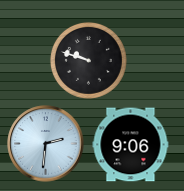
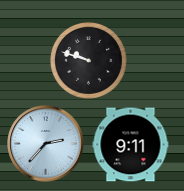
clock at (46, 144): 2:31 -> 2:37
clock at (131, 145): 9:06 -> 9:11
